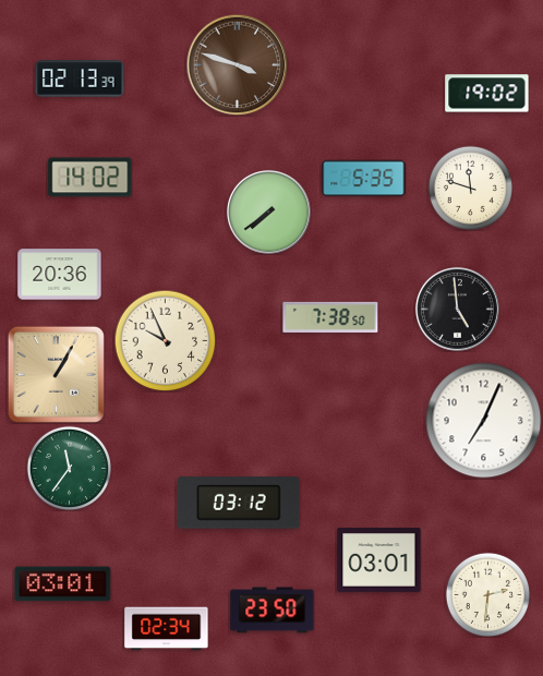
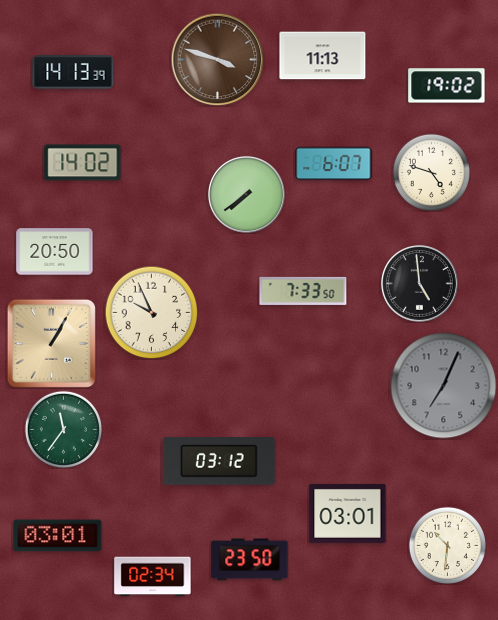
clock at (323, 56): none -> 11:13
clock at (80, 79): 02:13 -> 14:13
clock at (364, 179): 5:35 -> 6:07
clock at (470, 188): 11:48 -> 4:48
clock at (60, 275): 20:36 -> 20:50
clock at (330, 317): 7:38 -> 7:33
clock at (484, 421) dial: white -> grey
clock at (487, 594): 2:31 -> 10:31
